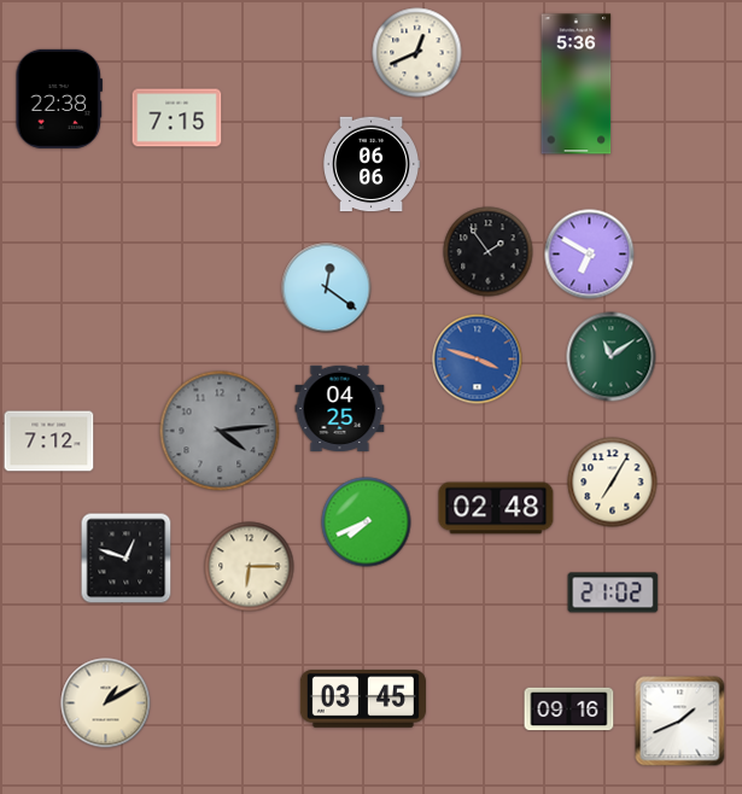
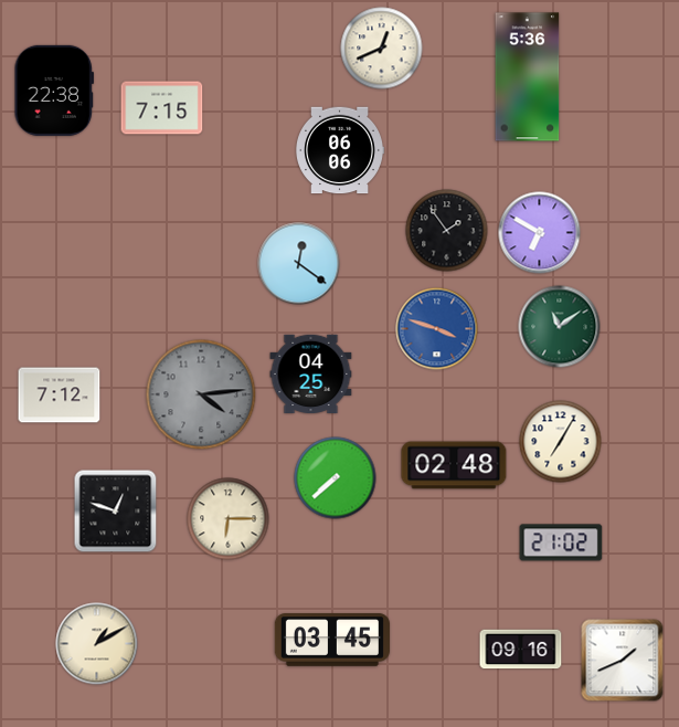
clock at (49, 442) position: (49, 442) -> (60, 396)
clock at (367, 522): 7:41 -> 7:38
